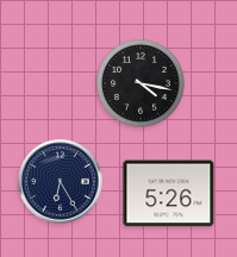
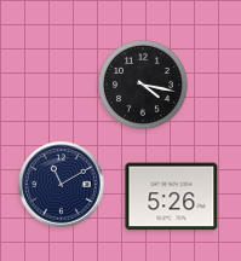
clock at (61, 182): 6:25 -> 11:10
